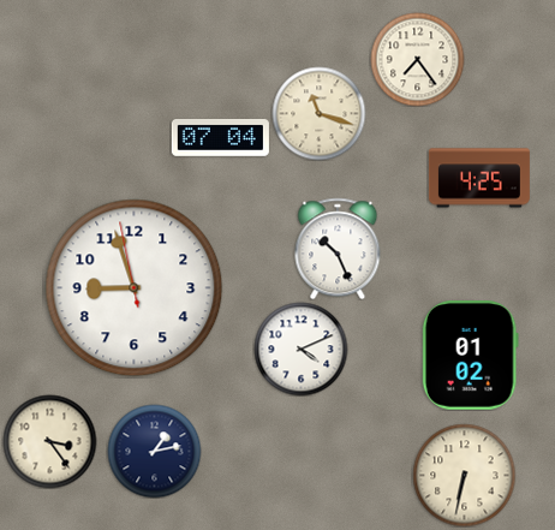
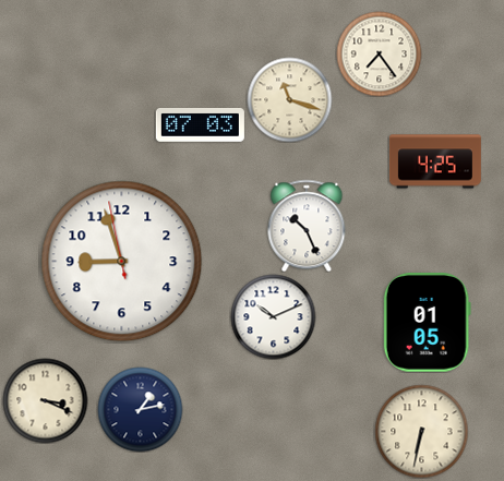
clock at (318, 113) position: (318, 113) -> (289, 99)
clock at (220, 137): 07:04 -> 07:03
clock at (300, 349): 4:11 -> 10:11
clock at (470, 356): 01:02 -> 01:05
clock at (49, 441): 3:24 -> 3:19
